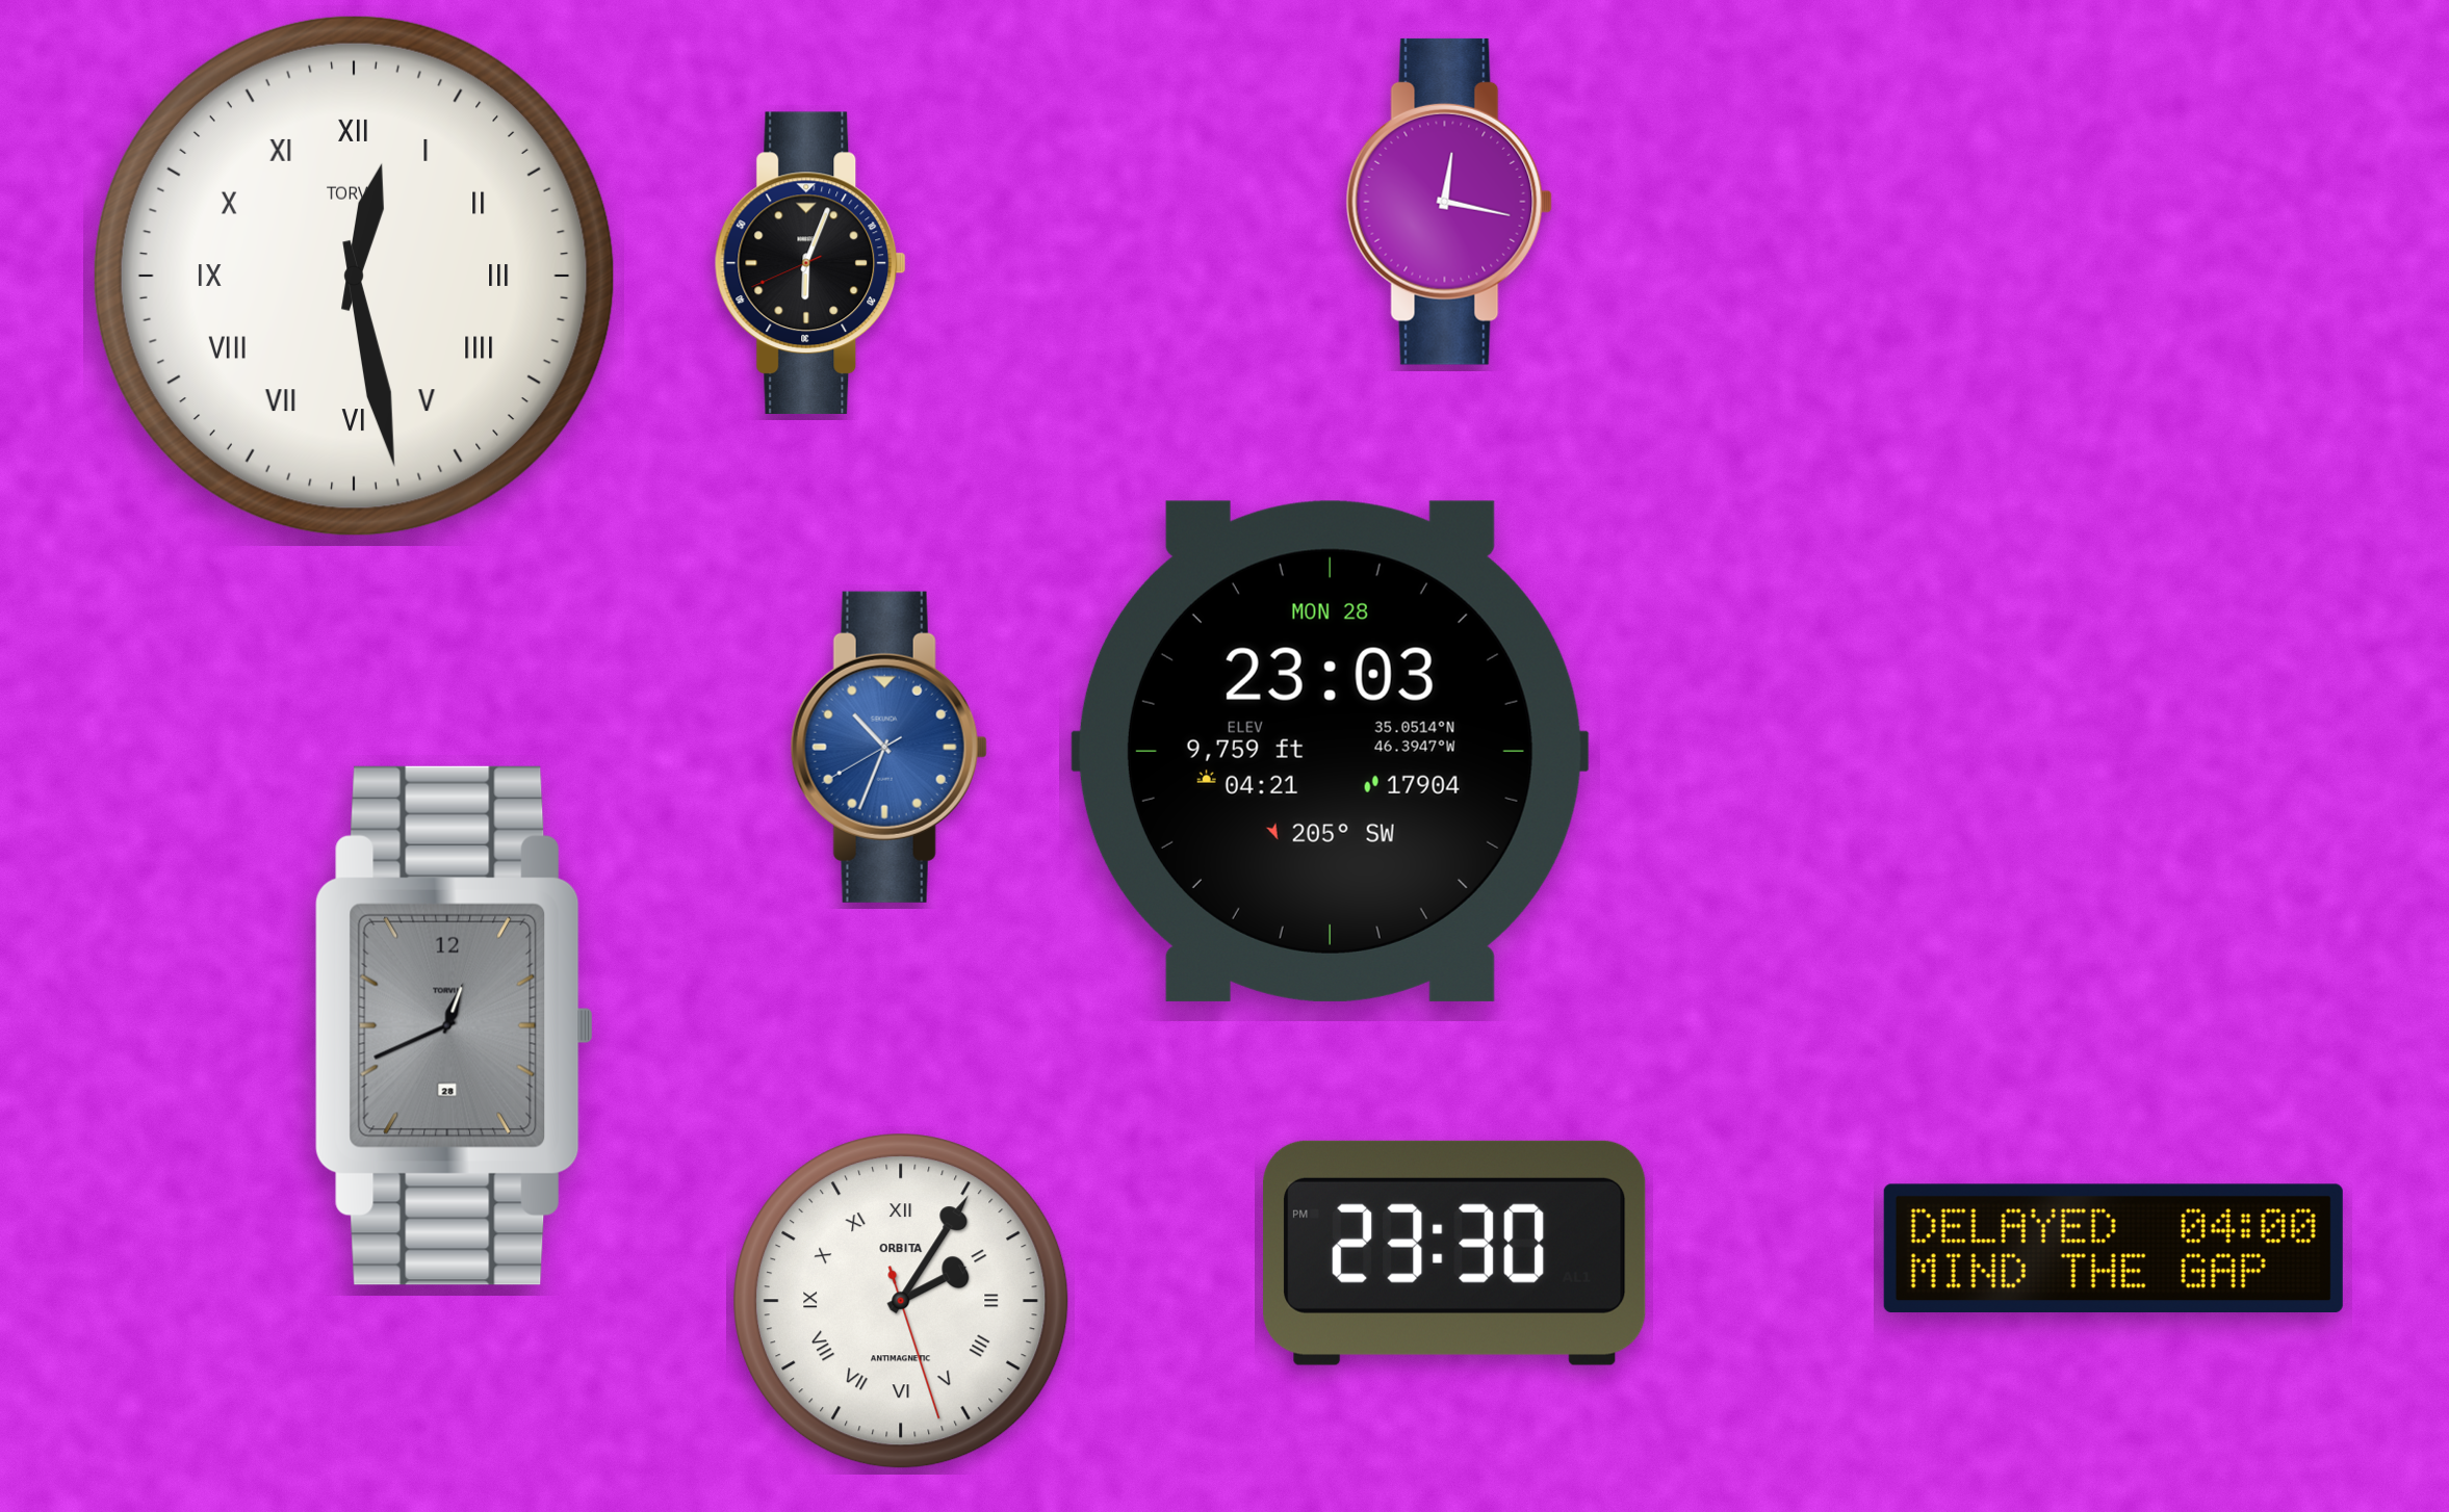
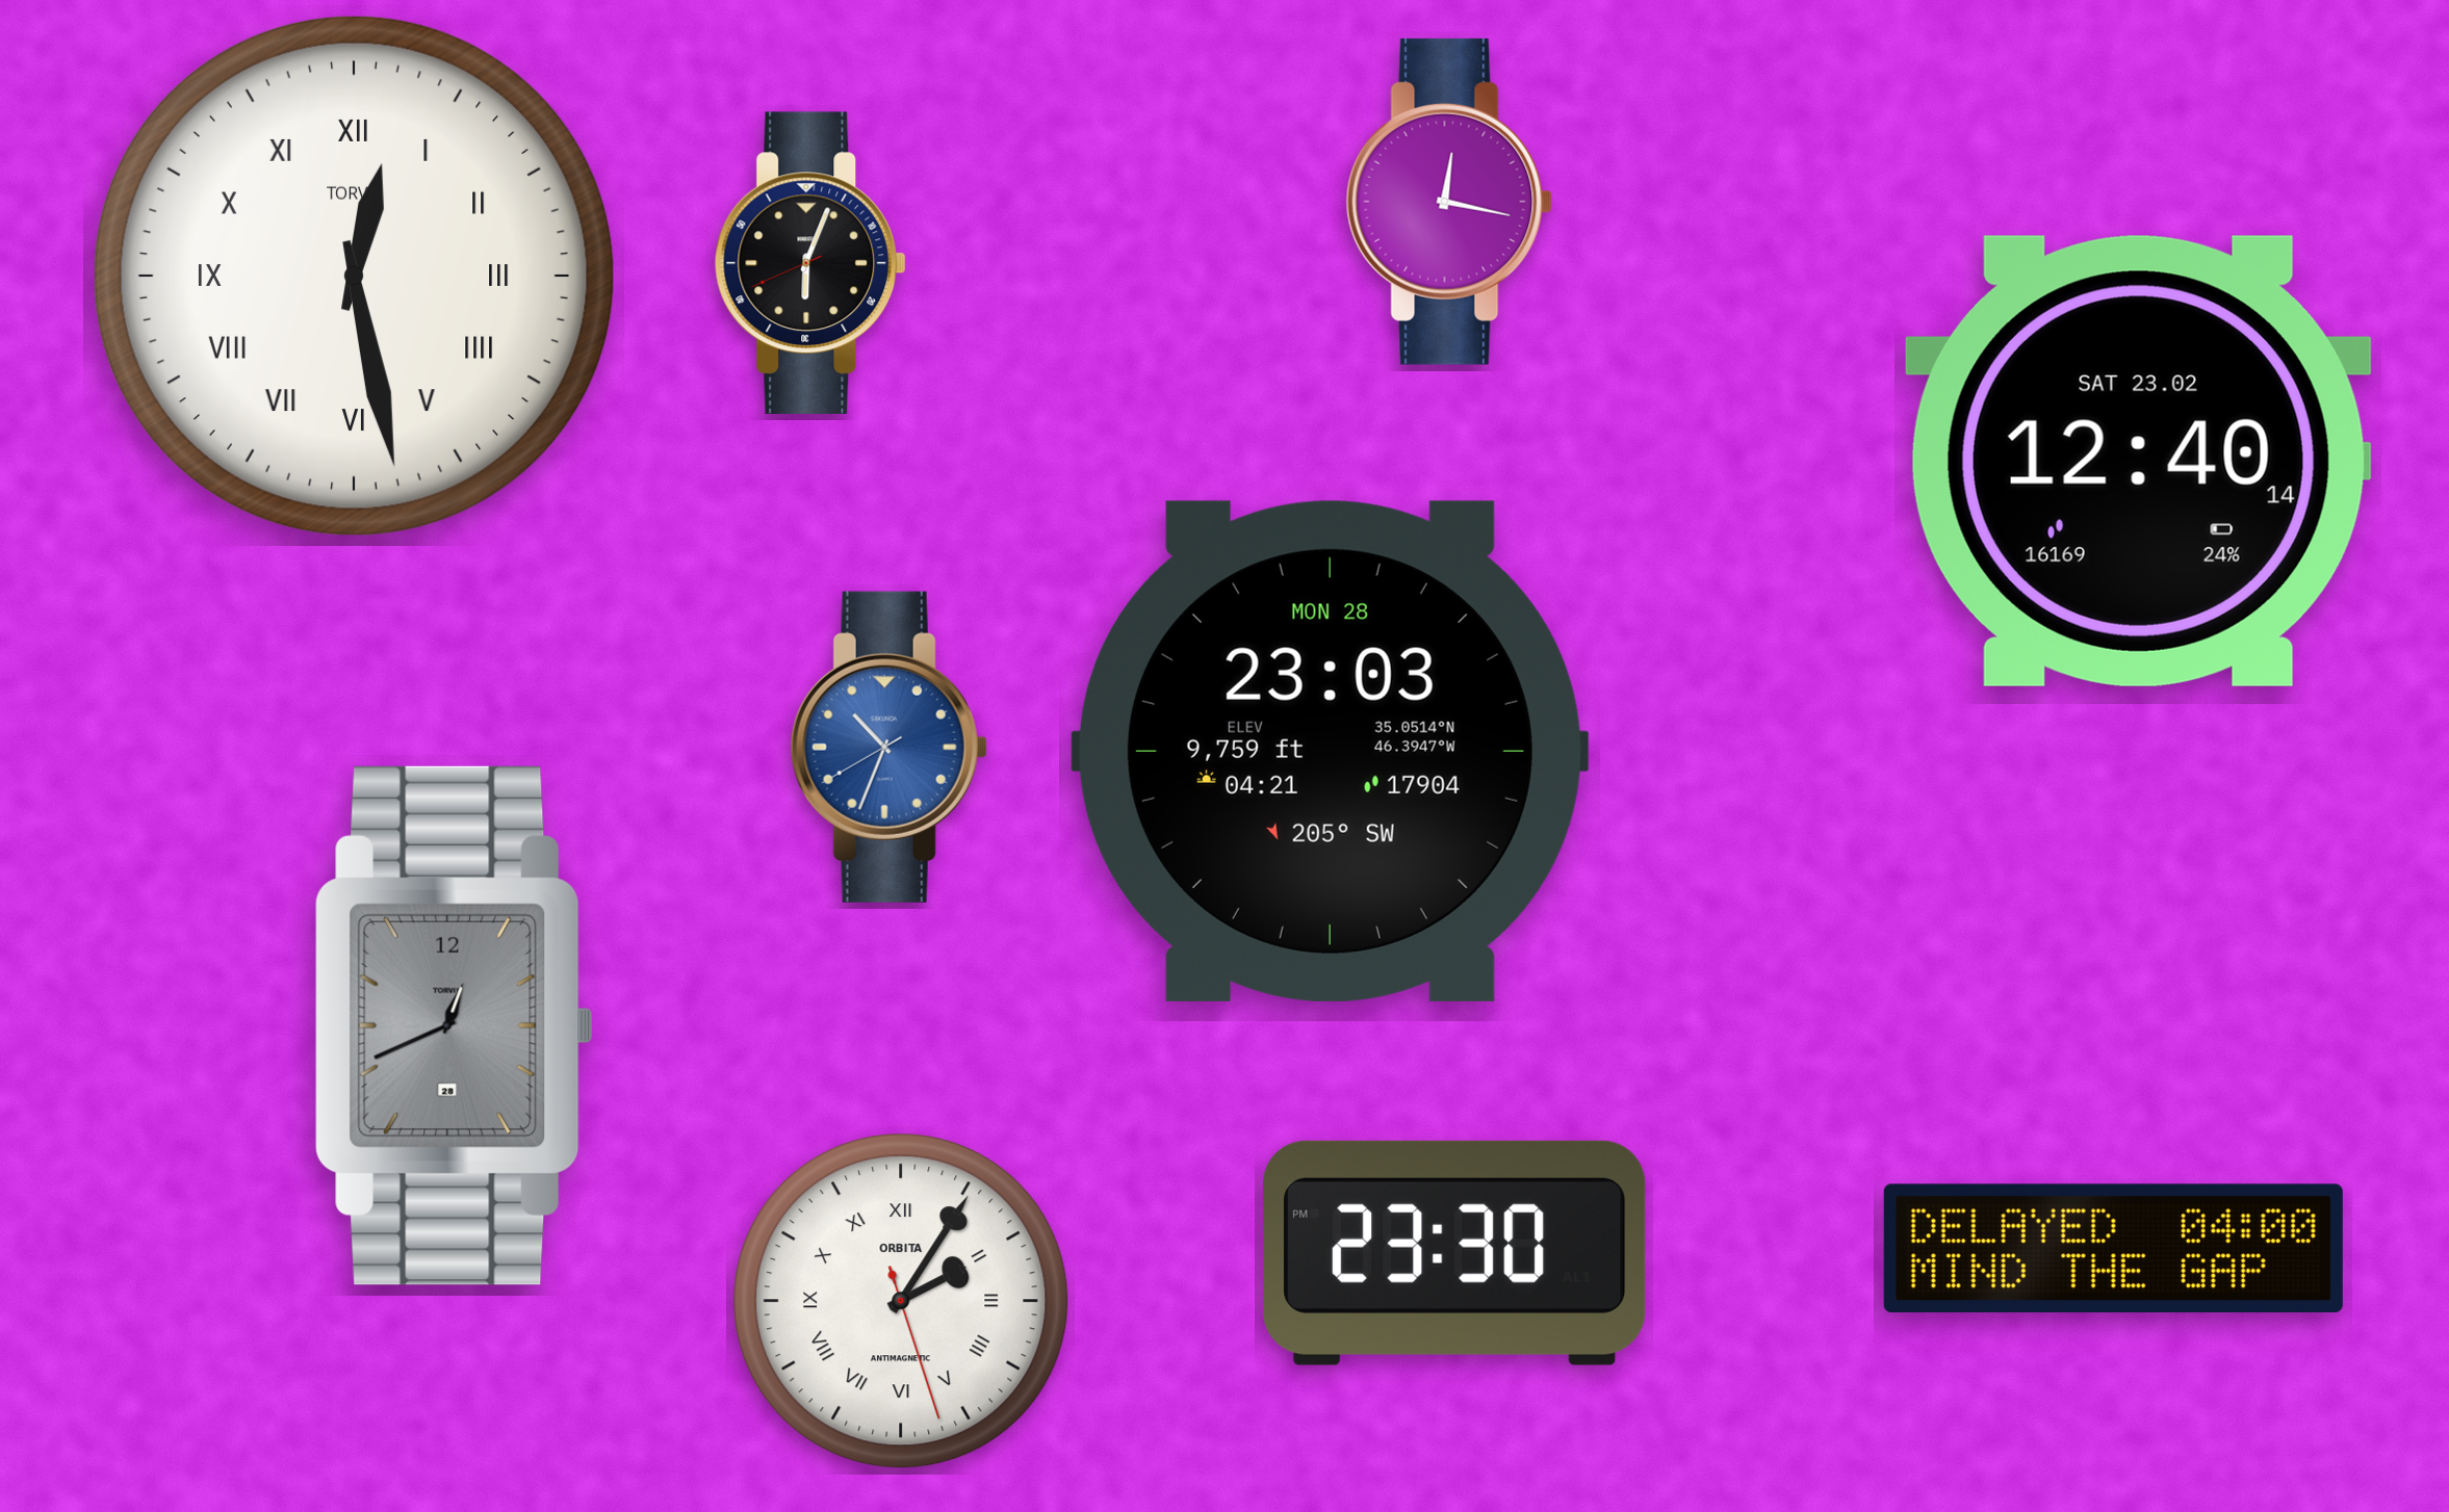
clock at (2138, 461): none -> 12:40
